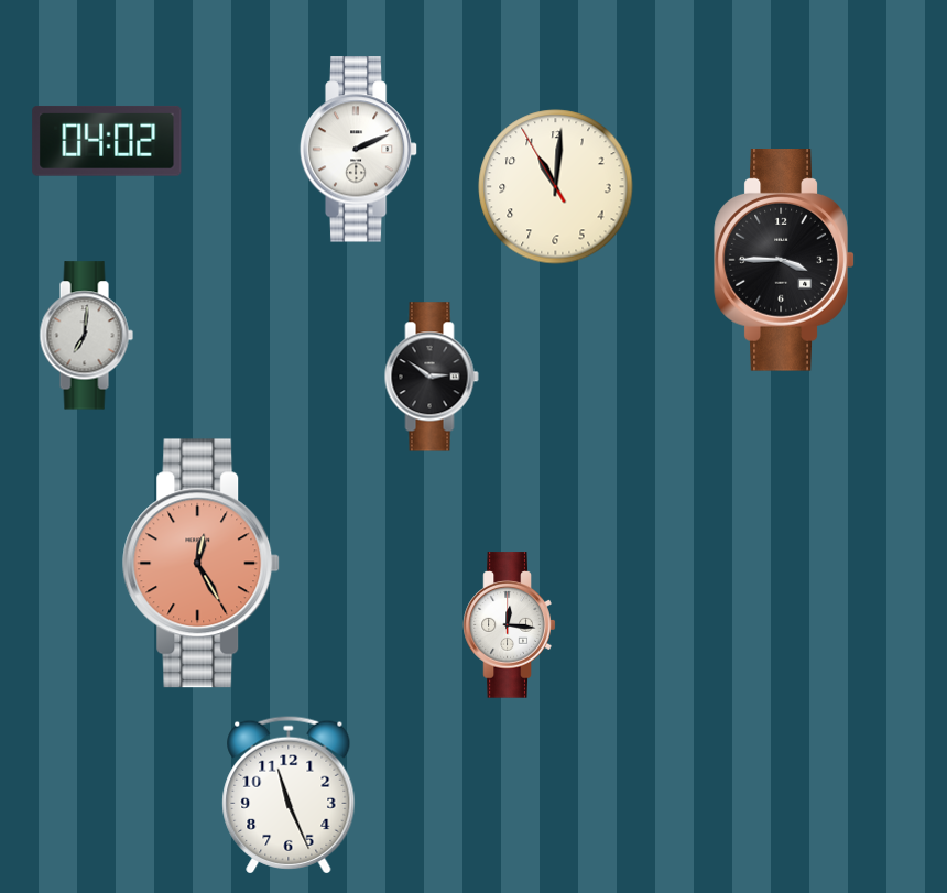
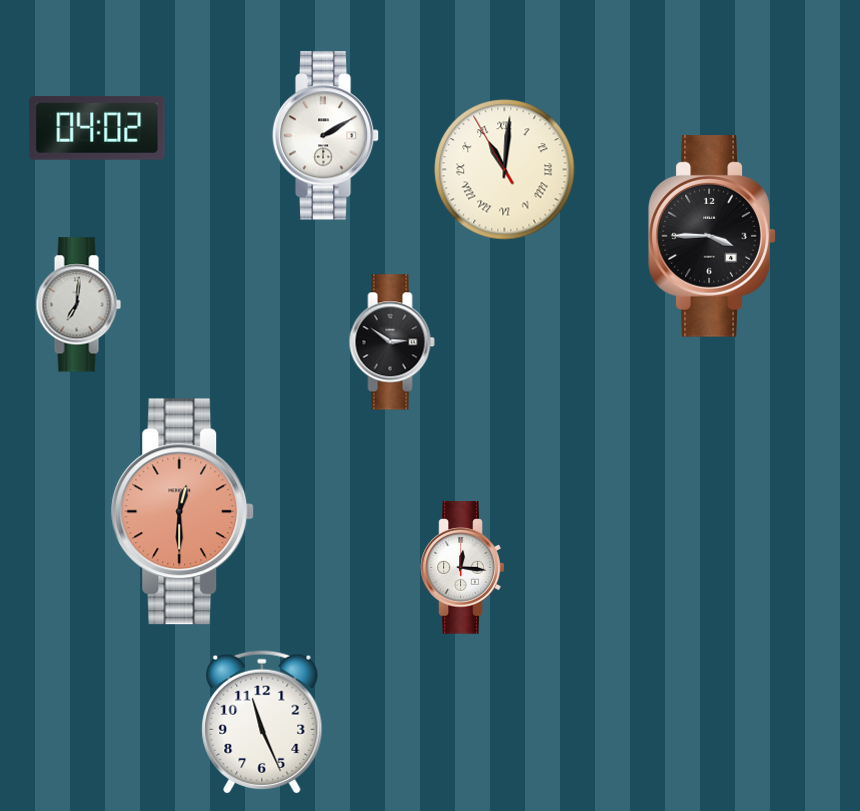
clock at (359, 150): 2:11 -> 2:10
clock at (556, 187) numerals: Arabic -> Roman
clock at (202, 564): 12:25 -> 12:30
